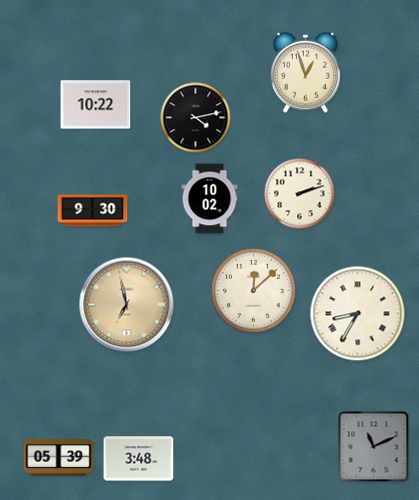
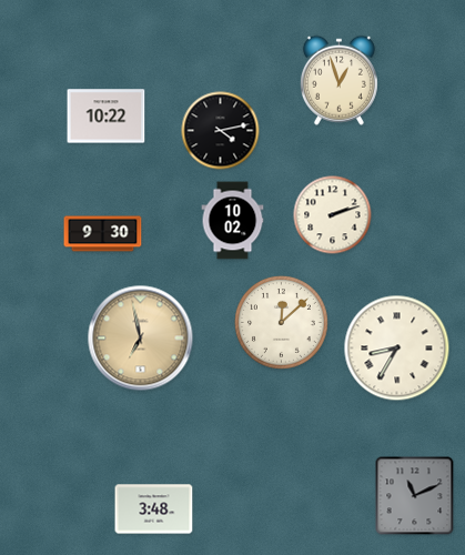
clock at (196, 118) position: (196, 118) -> (221, 131)
clock at (59, 458): 05:39 -> none
